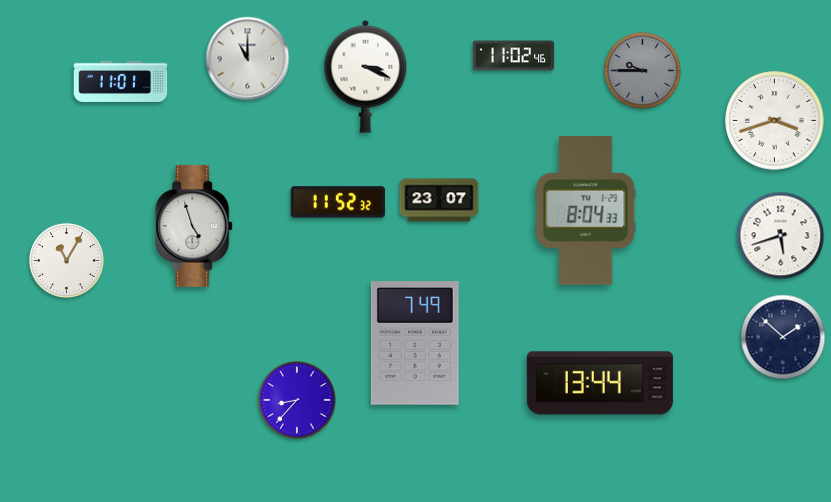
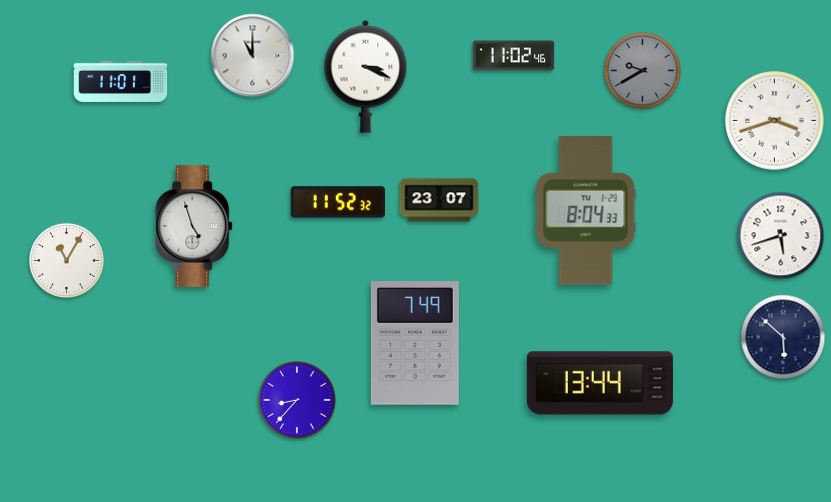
clock at (248, 59) position: (248, 59) -> (253, 56)
clock at (643, 71): 9:45 -> 9:40
clock at (783, 337): 1:52 -> 5:52
